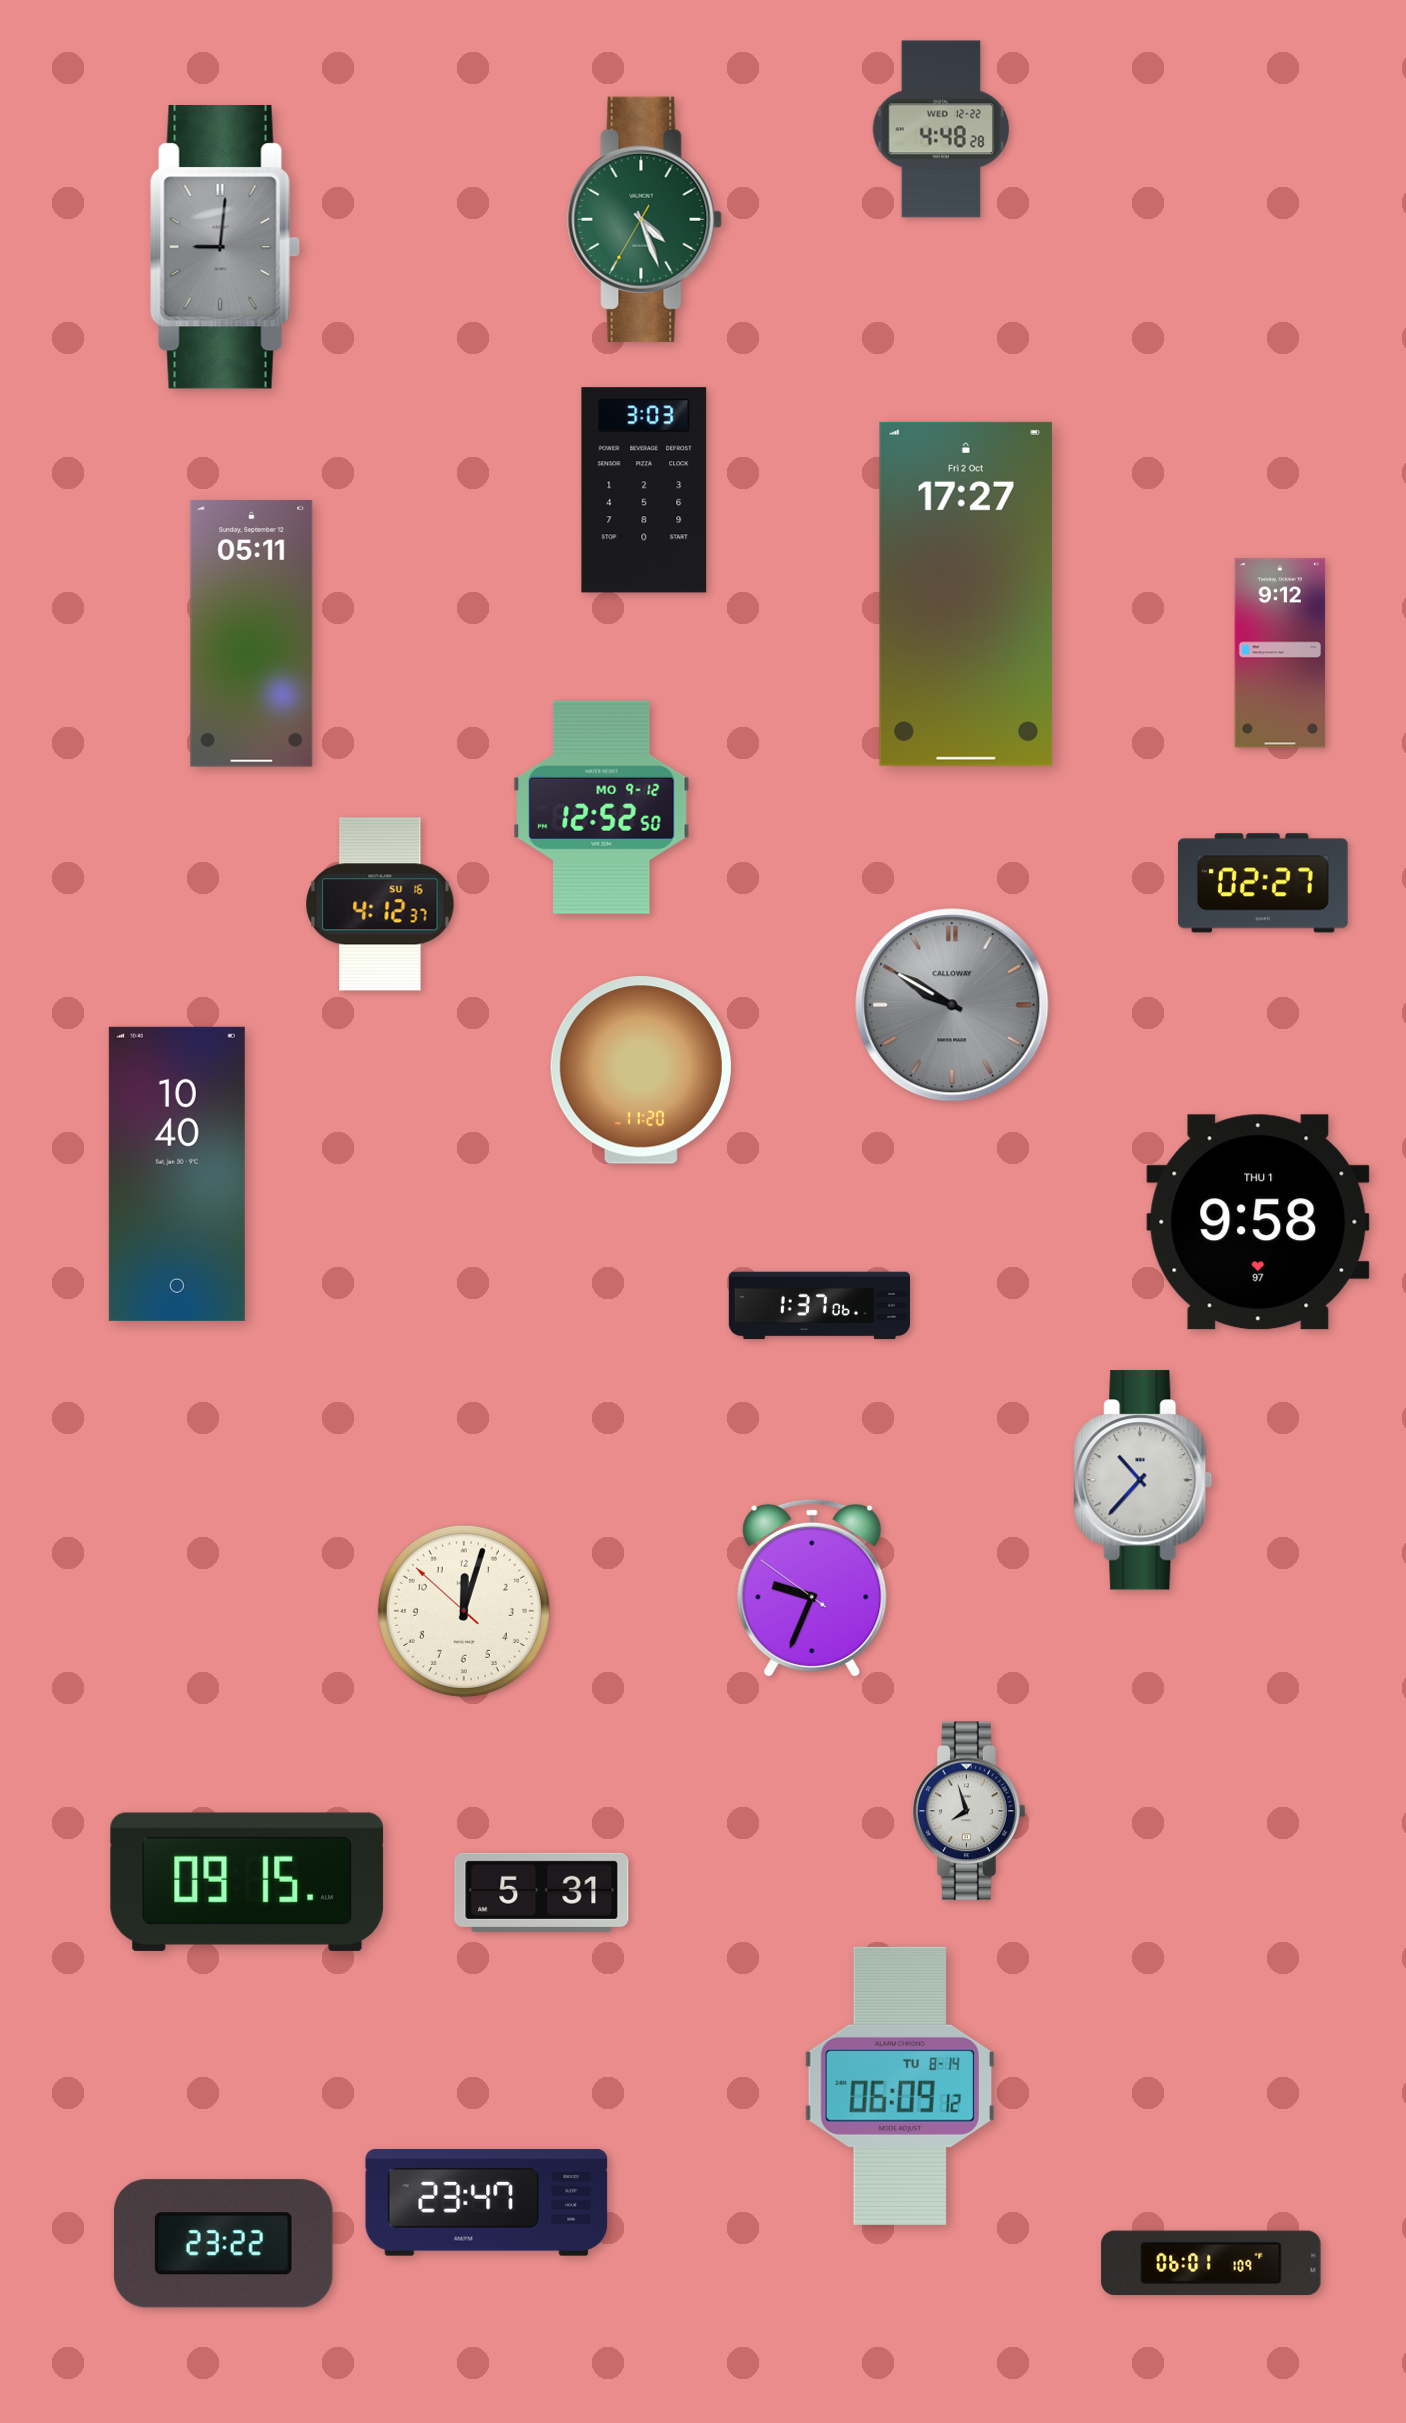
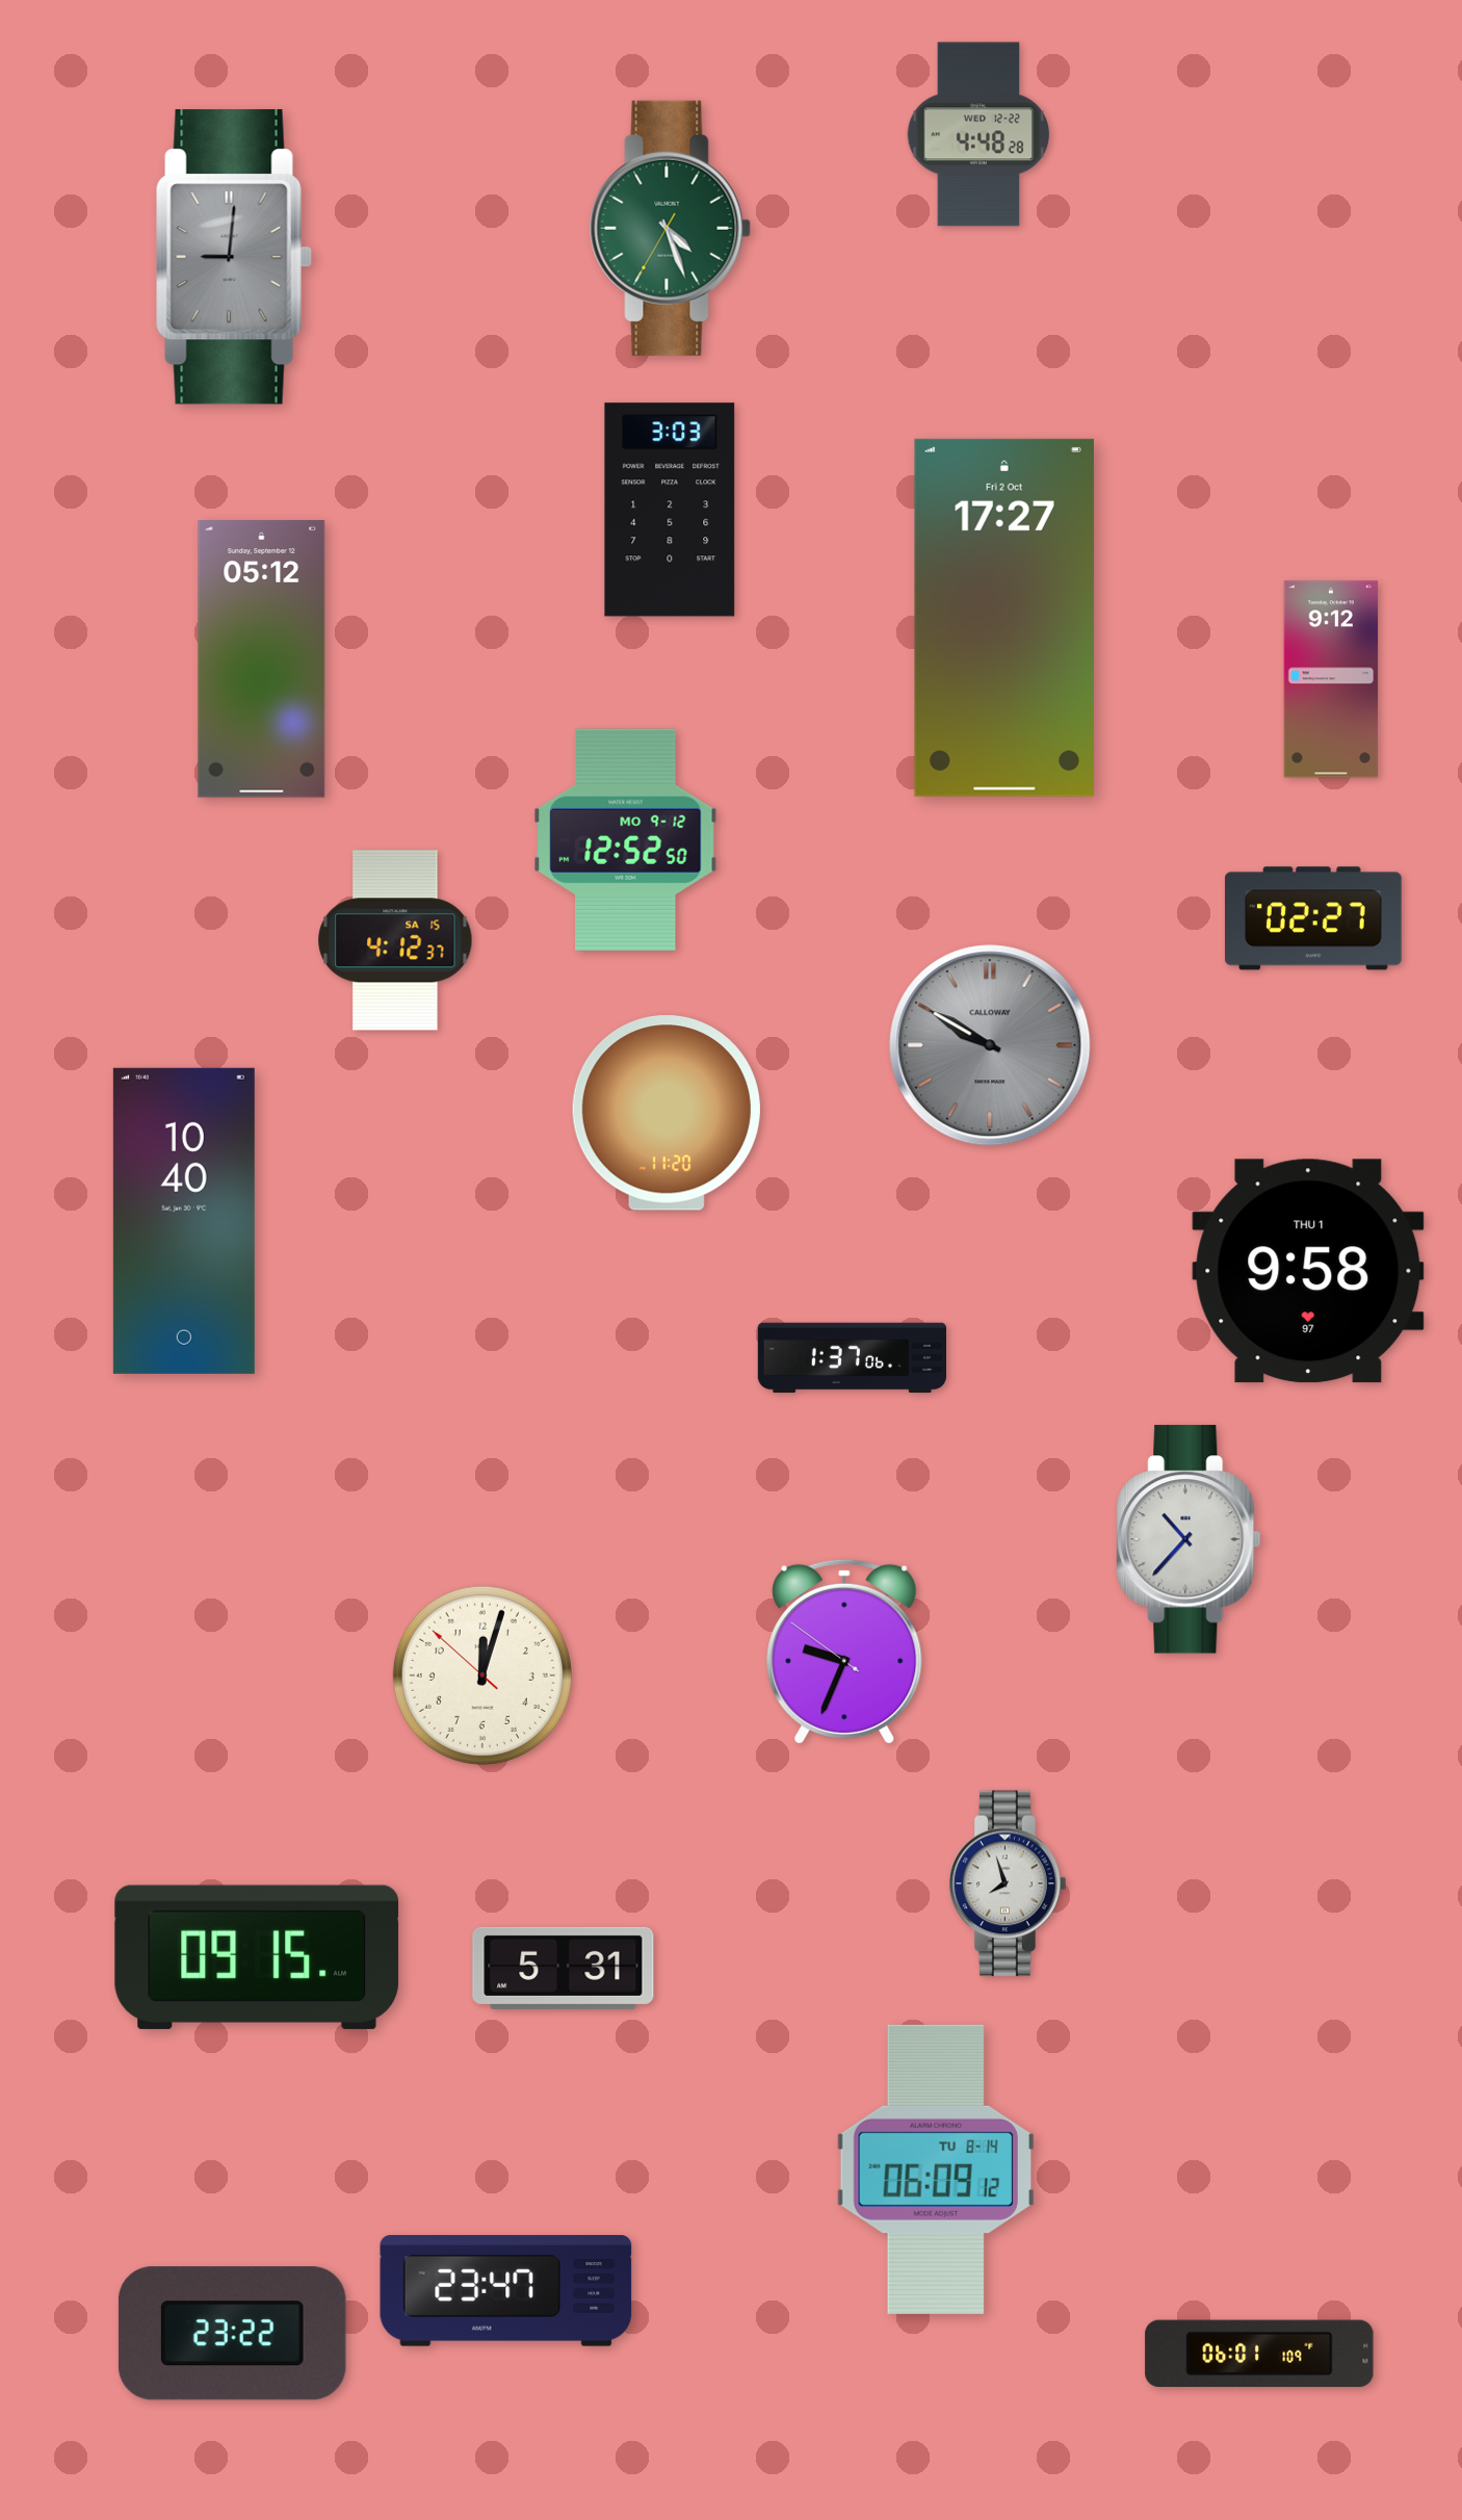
clock at (252, 634): 05:11 -> 05:12
clock at (380, 904) date: SU 16 -> SA 15
